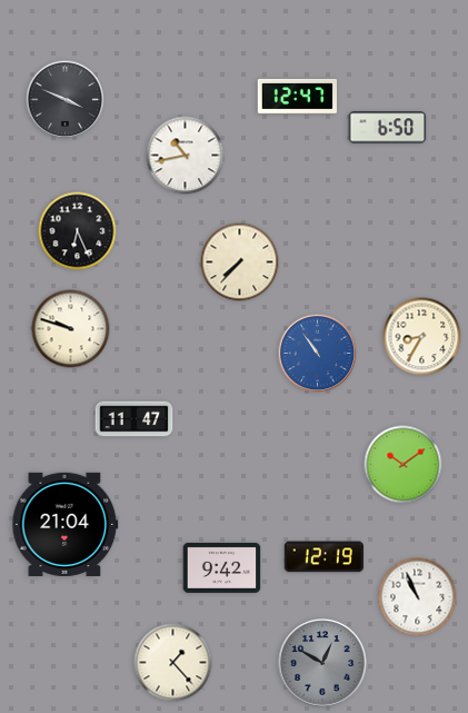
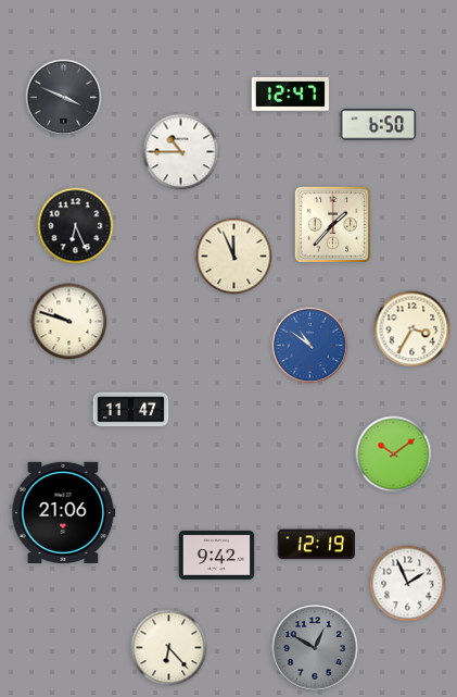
clock at (186, 156): 10:43 -> 10:45
clock at (332, 224): none -> 1:37
clock at (240, 263): 7:37 -> 11:56
clock at (422, 337): 8:35 -> 3:35
clock at (318, 354): 10:54 -> 10:51
clock at (66, 524): 21:04 -> 21:06
clock at (418, 597): 10:56 -> 1:56
clock at (173, 663): 1:23 -> 6:23
